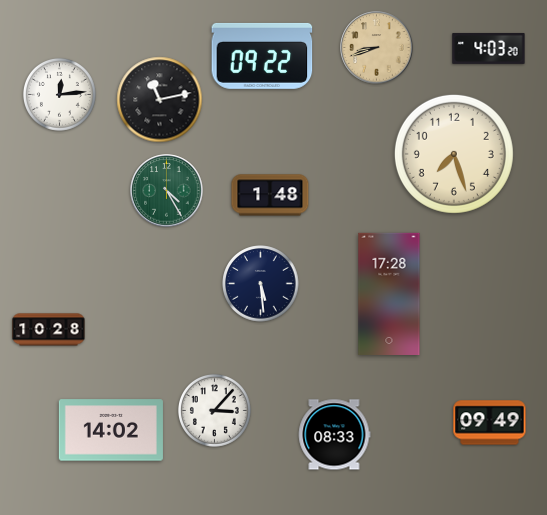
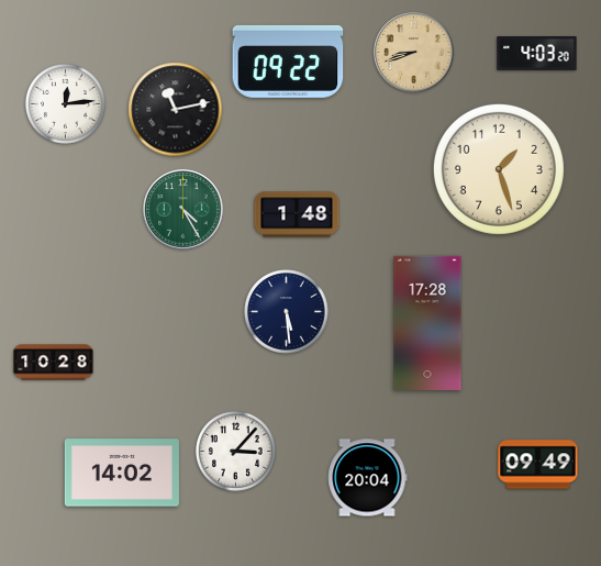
clock at (454, 154): 7:27 -> 1:27
clock at (334, 435): 08:33 -> 20:04
